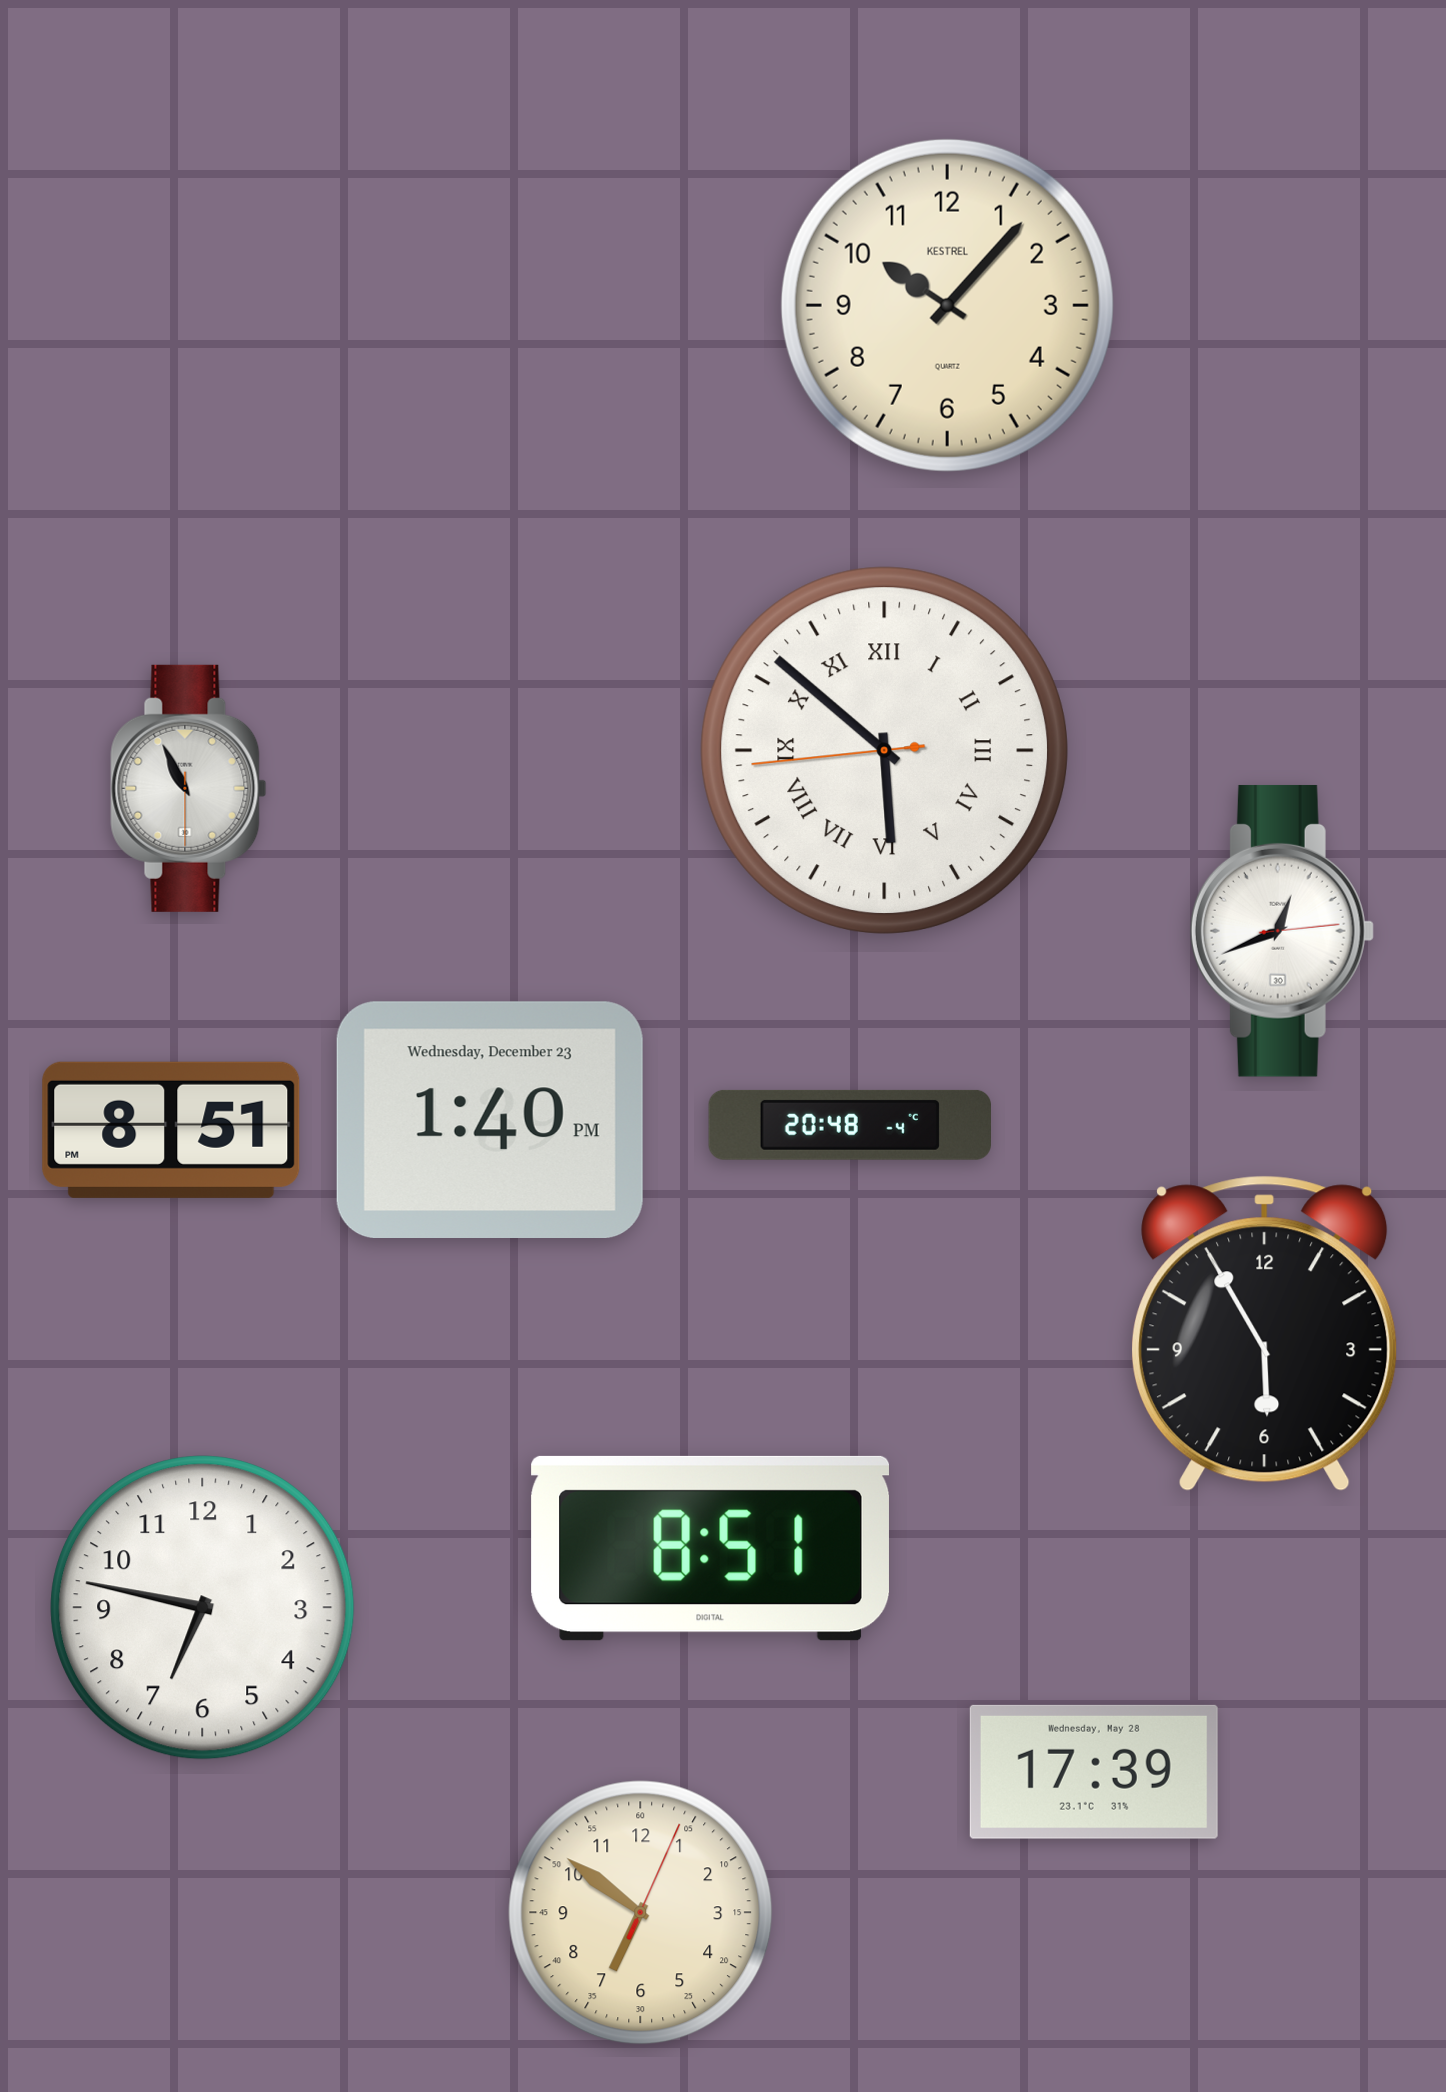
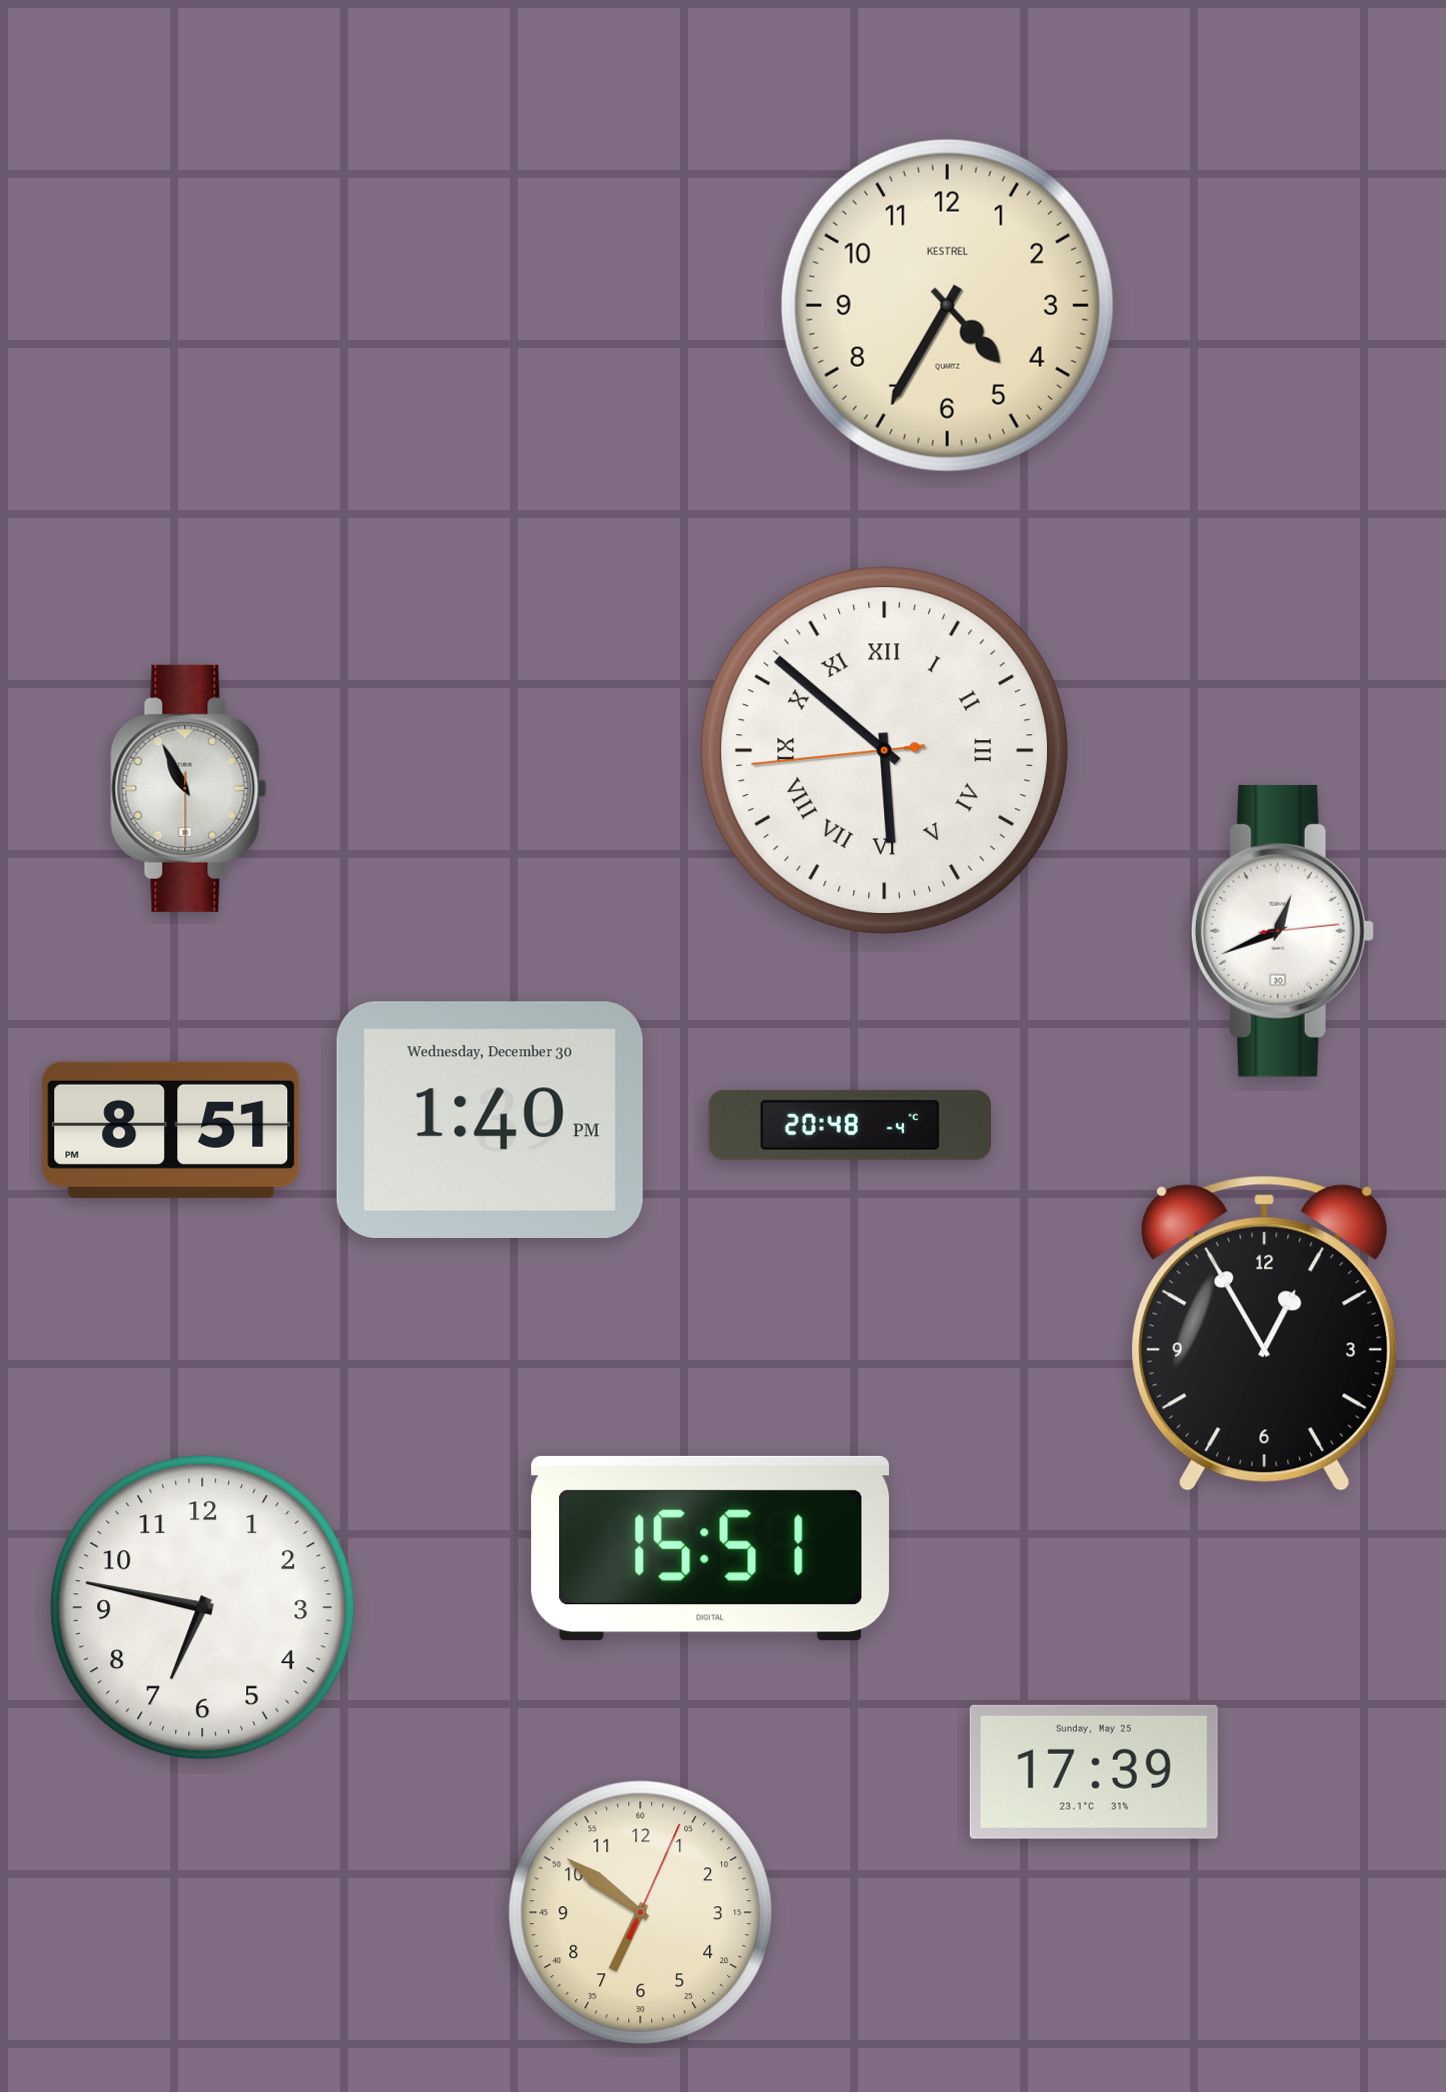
clock at (947, 305): 10:07 -> 4:35
clock at (490, 1119) date: Wednesday, December 23 -> Wednesday, December 30
clock at (1265, 1333): 5:55 -> 12:55
clock at (710, 1548): 8:51 -> 15:51
clock at (1094, 1772) date: Wednesday, May 28 -> Sunday, May 25
